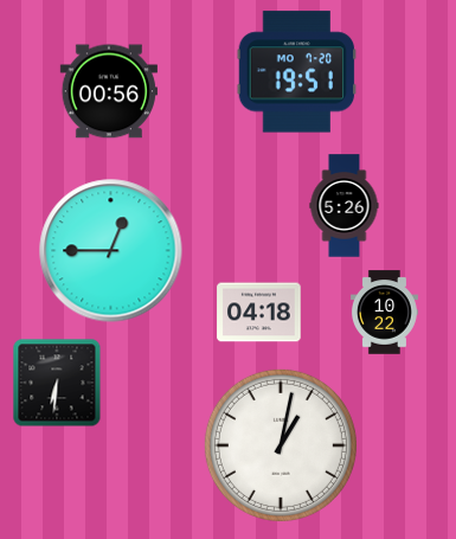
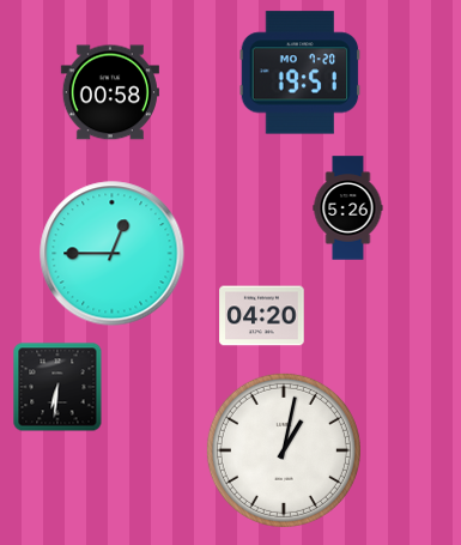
clock at (109, 91): 00:56 -> 00:58
clock at (259, 313): 04:18 -> 04:20
clock at (384, 313): 10:22 -> none
